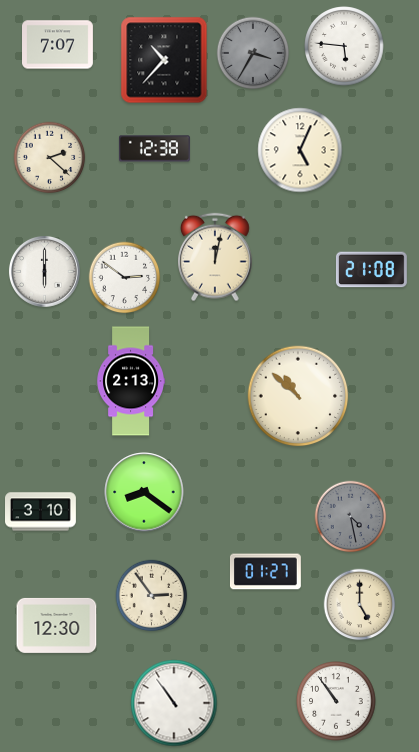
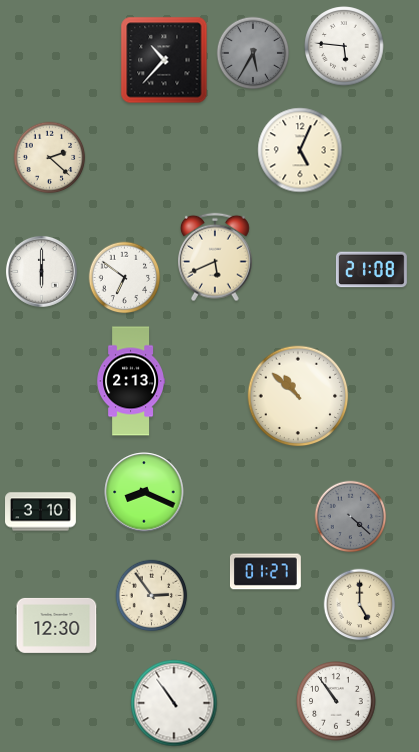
clock at (58, 45): 7:07 -> none
clock at (253, 53): 3:35 -> 5:35
clock at (154, 149): 12:38 -> none
clock at (216, 257): 12:02 -> 5:41
clock at (44, 271) position: (44, 271) -> (41, 271)
clock at (125, 278): 2:51 -> 6:51
clock at (144, 492): 8:21 -> 8:19
clock at (351, 517): 4:28 -> 4:22
